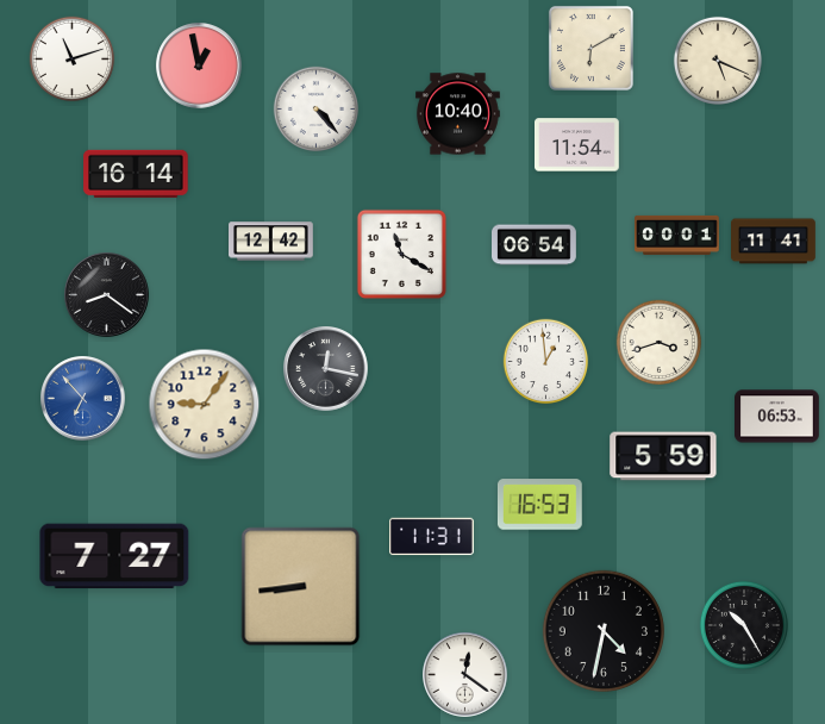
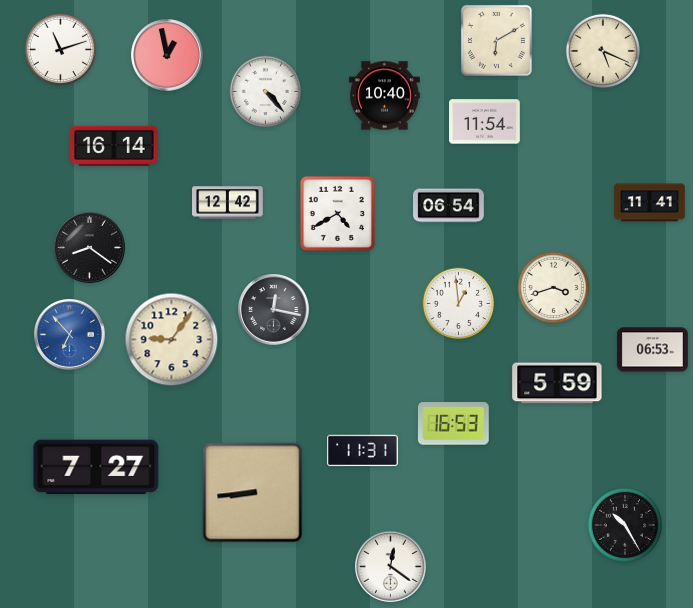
clock at (677, 235): 00:01 -> none
clock at (401, 254): 11:20 -> 4:40
clock at (604, 631): 4:32 -> none
